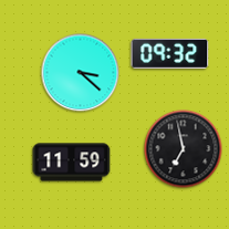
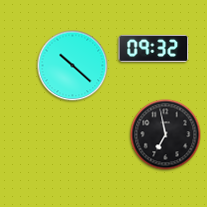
clock at (81, 73): 3:22 -> 10:22
clock at (72, 163): 11:59 -> none
